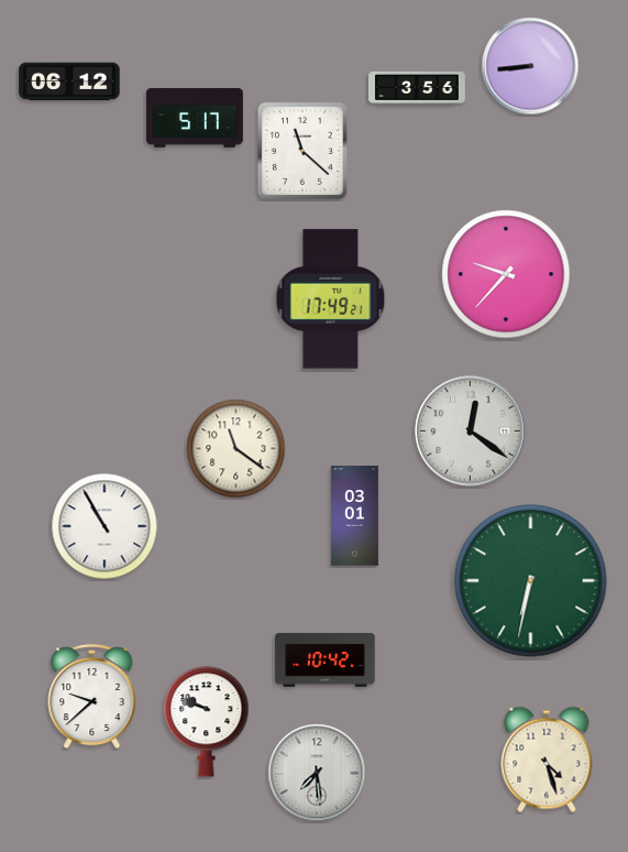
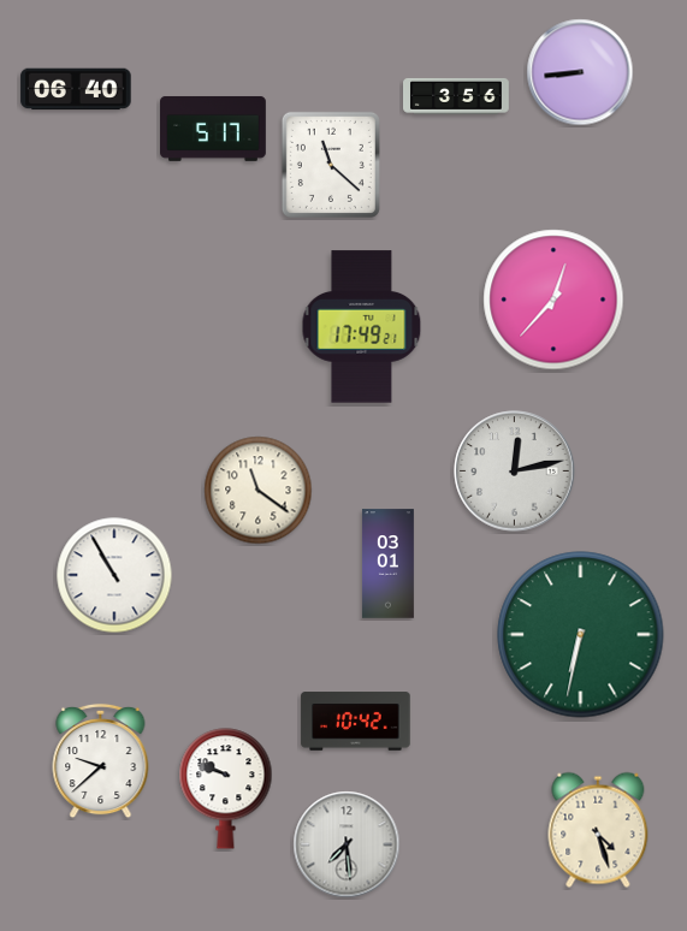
clock at (69, 81): 06:12 -> 06:40
clock at (506, 274): 9:37 -> 12:37
clock at (471, 432): 12:21 -> 12:13
